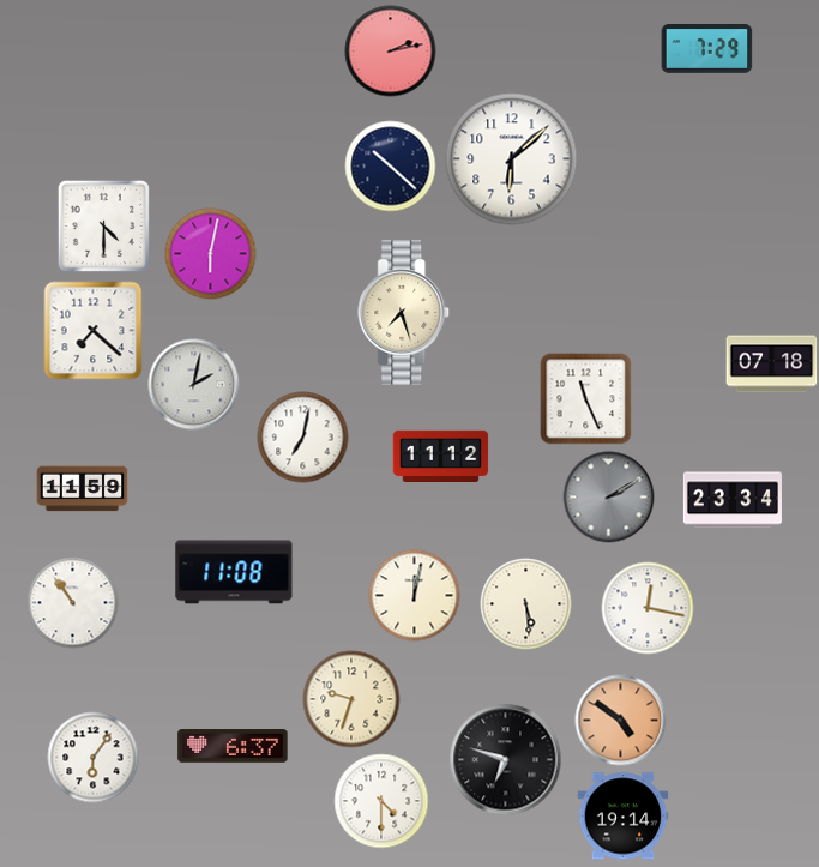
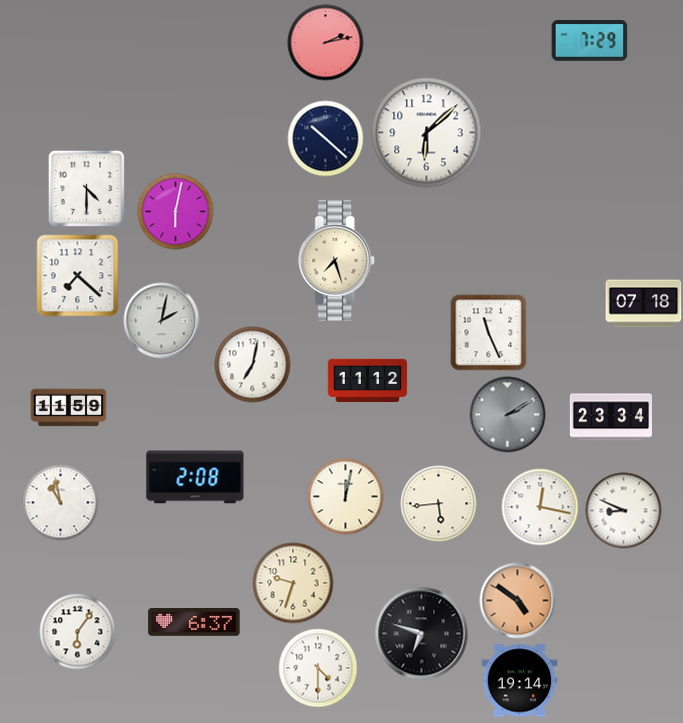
clock at (234, 572): 11:08 -> 2:08
clock at (73, 603): 10:54 -> 10:58
clock at (526, 604): 5:29 -> 5:44
clock at (624, 511): none -> 8:49
